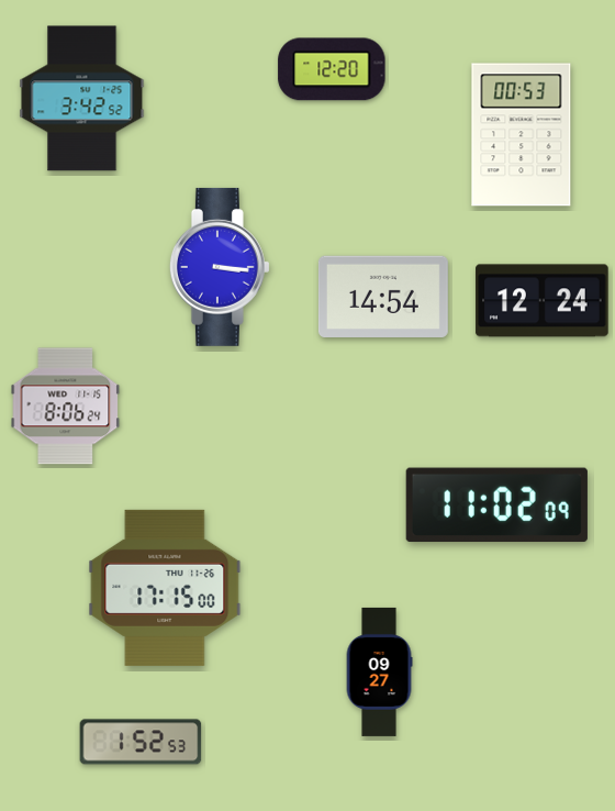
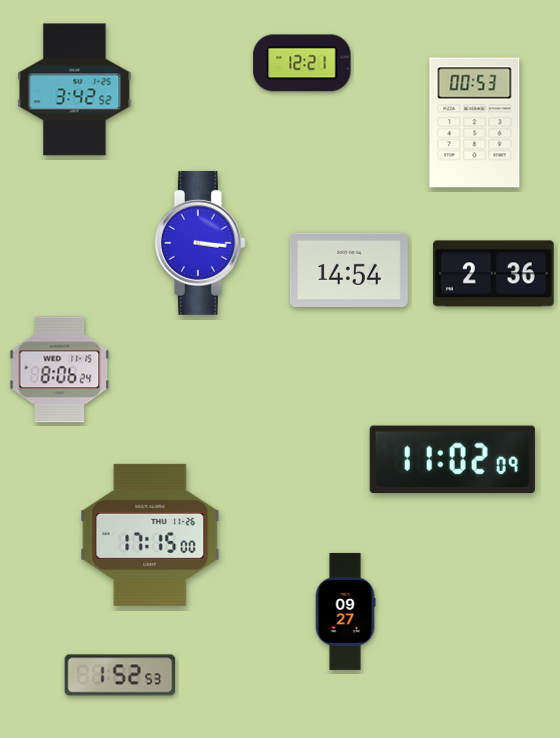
clock at (332, 69): 12:20 -> 12:21
clock at (543, 301): 12:24 -> 2:36
clock at (141, 742) position: (141, 742) -> (120, 675)
